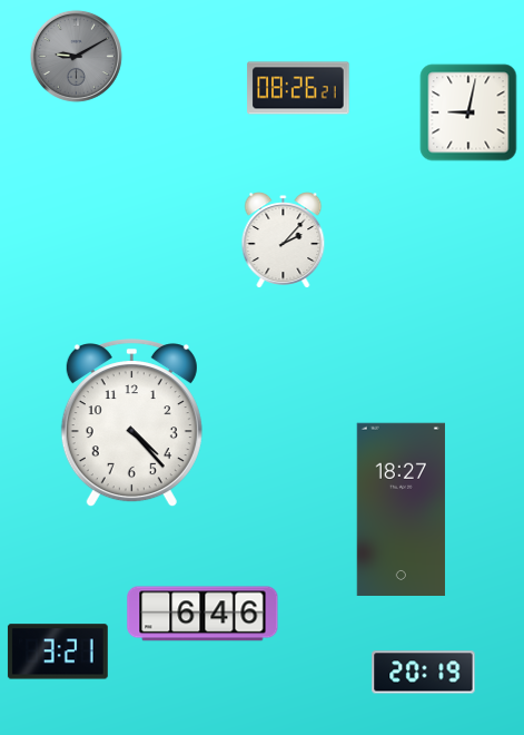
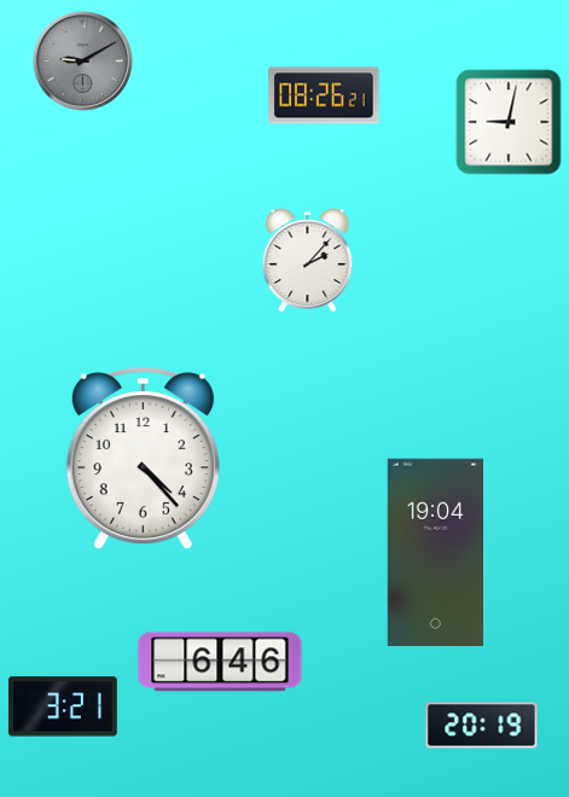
clock at (401, 509): 18:27 -> 19:04
clock at (202, 614) position: (202, 614) -> (220, 662)
clock at (424, 673) position: (424, 673) -> (482, 726)
